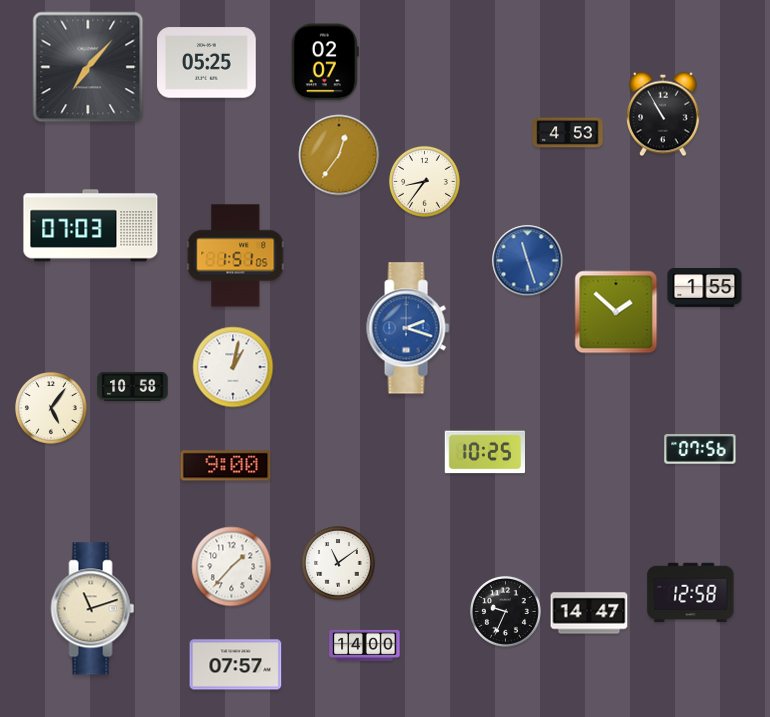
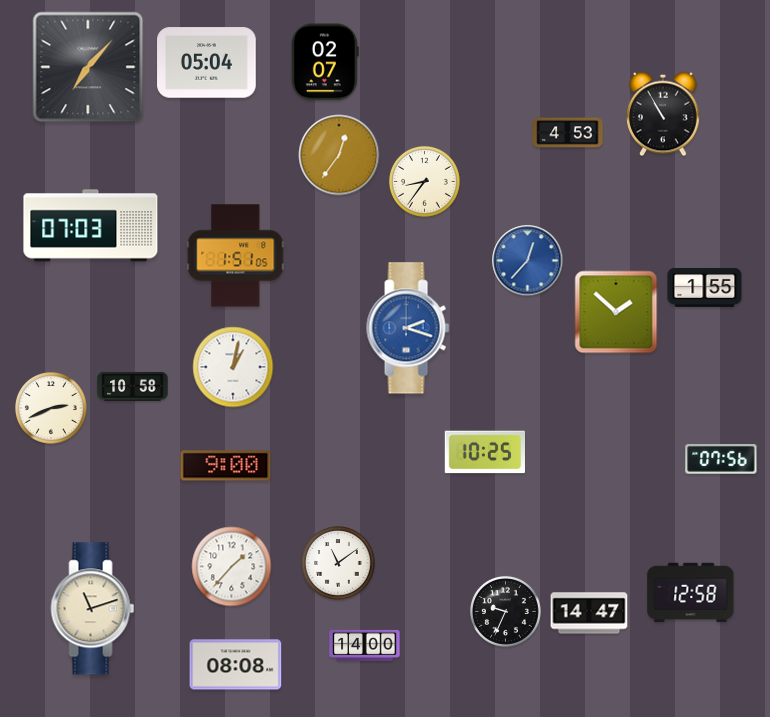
clock at (207, 63): 05:25 -> 05:04
clock at (528, 261): 11:27 -> 12:37
clock at (52, 409): 5:06 -> 2:41
clock at (700, 450) position: (700, 450) -> (721, 460)
clock at (236, 665): 07:57 -> 08:08
